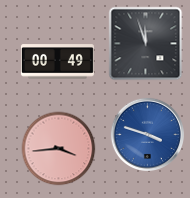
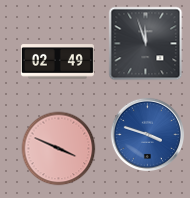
clock at (57, 62): 00:49 -> 02:49
clock at (59, 149): 3:44 -> 3:49
